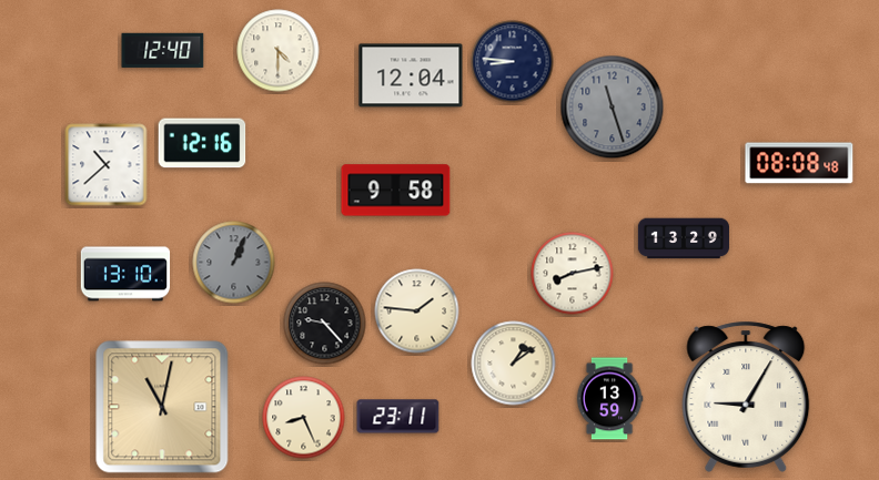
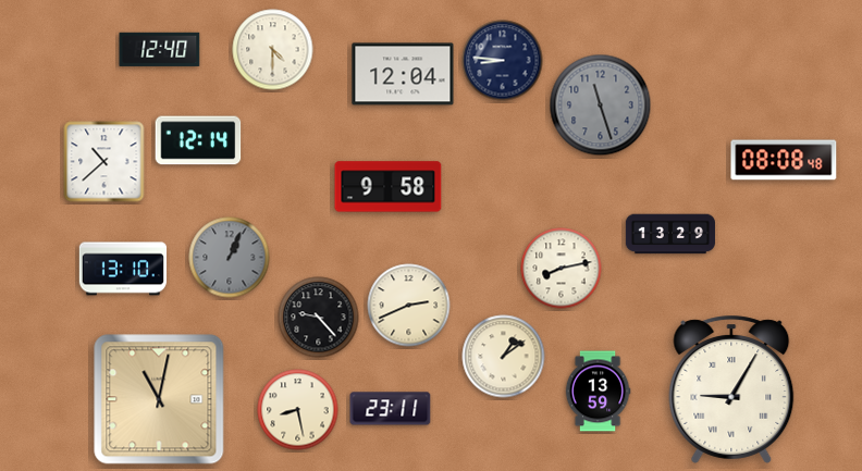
clock at (202, 143): 12:16 -> 12:14
clock at (417, 312): 1:46 -> 2:41
clock at (304, 418): 8:26 -> 8:28
